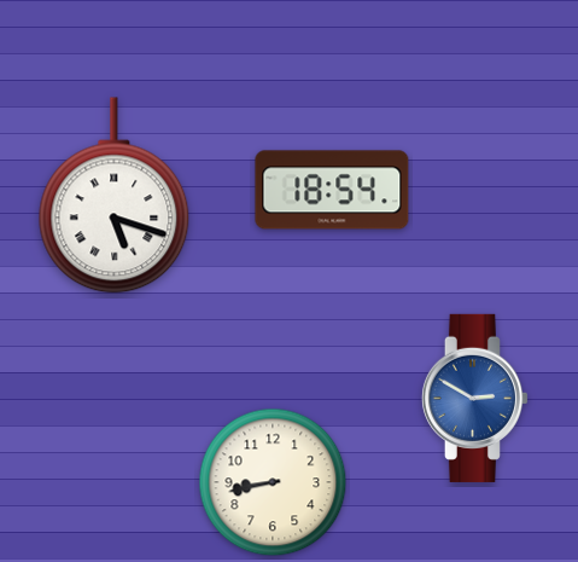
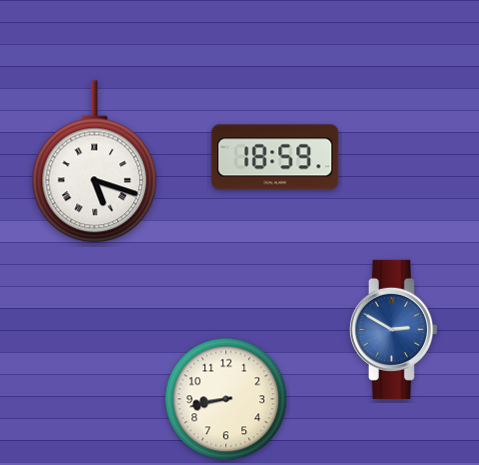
clock at (332, 190): 18:54 -> 18:59
